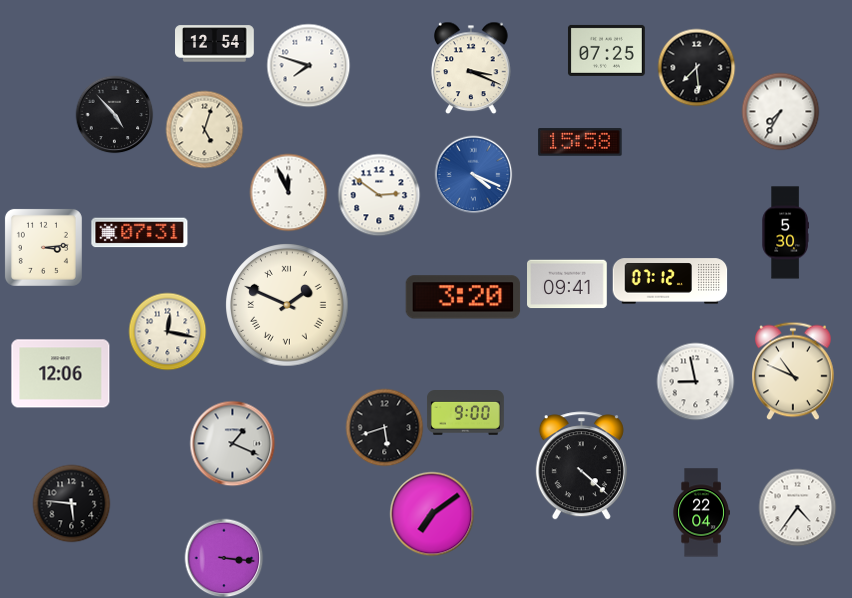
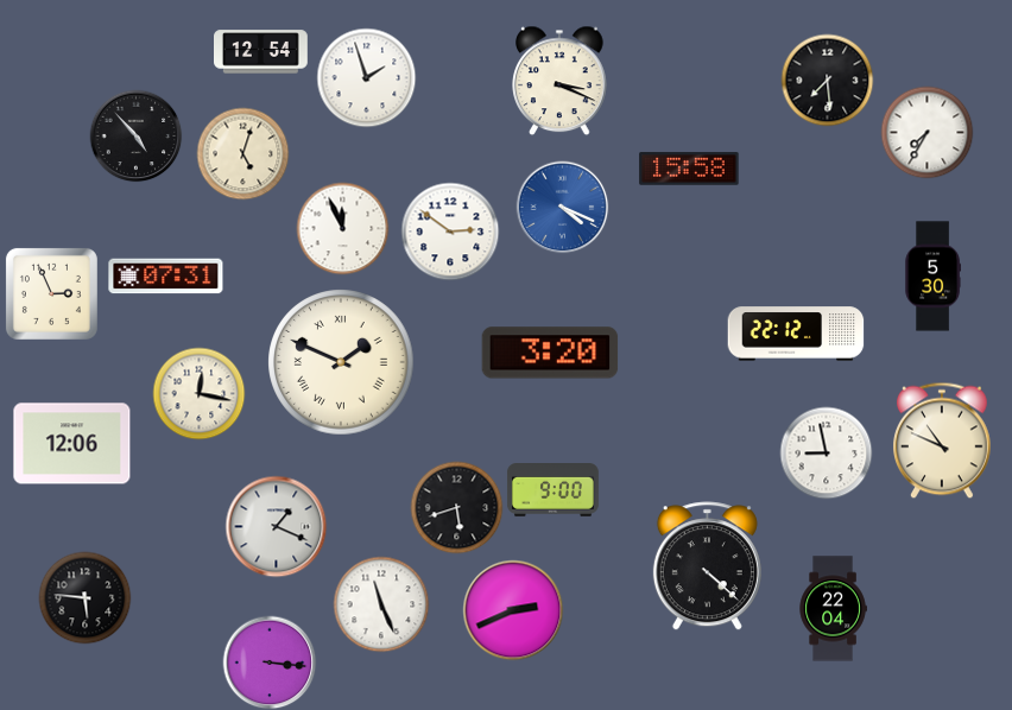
clock at (215, 44) position: (215, 44) -> (261, 52)
clock at (606, 50): 07:25 -> none
clock at (308, 65): 7:48 -> 1:57
clock at (43, 247): 3:14 -> 2:56
clock at (670, 281): 07:12 -> 22:12
clock at (567, 284): 09:41 -> none
clock at (581, 466) position: (581, 466) -> (707, 566)
clock at (797, 507): 4:36 -> none
clock at (381, 604): none -> 11:26
clock at (432, 514): 7:09 -> 2:41
clock at (224, 558) position: (224, 558) -> (270, 663)
